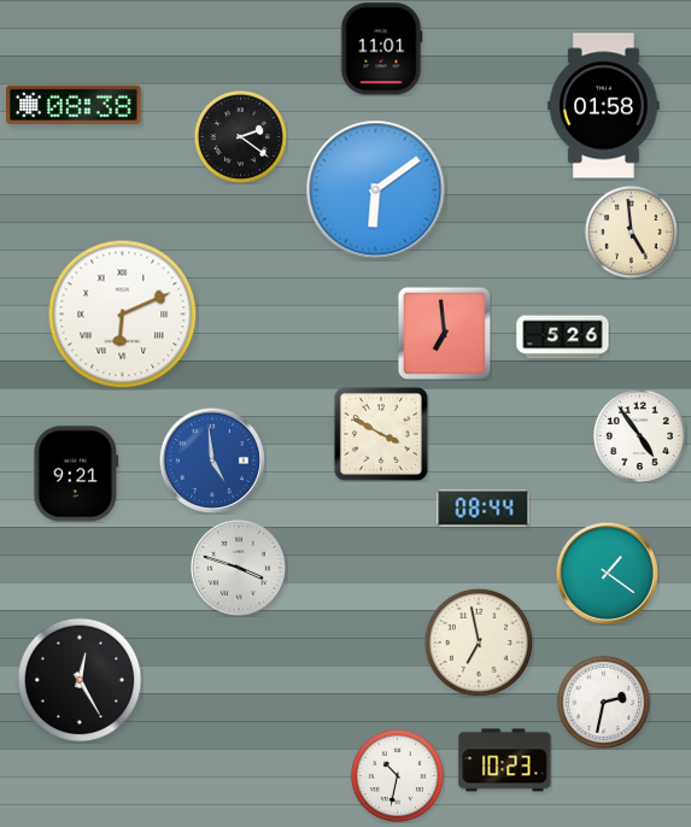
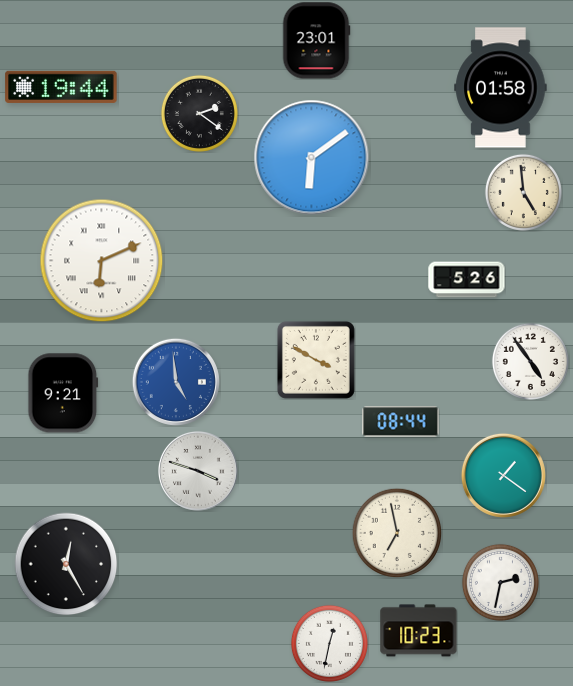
clock at (381, 49): 11:01 -> 23:01
clock at (74, 105): 08:38 -> 19:44
clock at (444, 333): 6:59 -> none
clock at (397, 775): 10:32 -> 12:32
